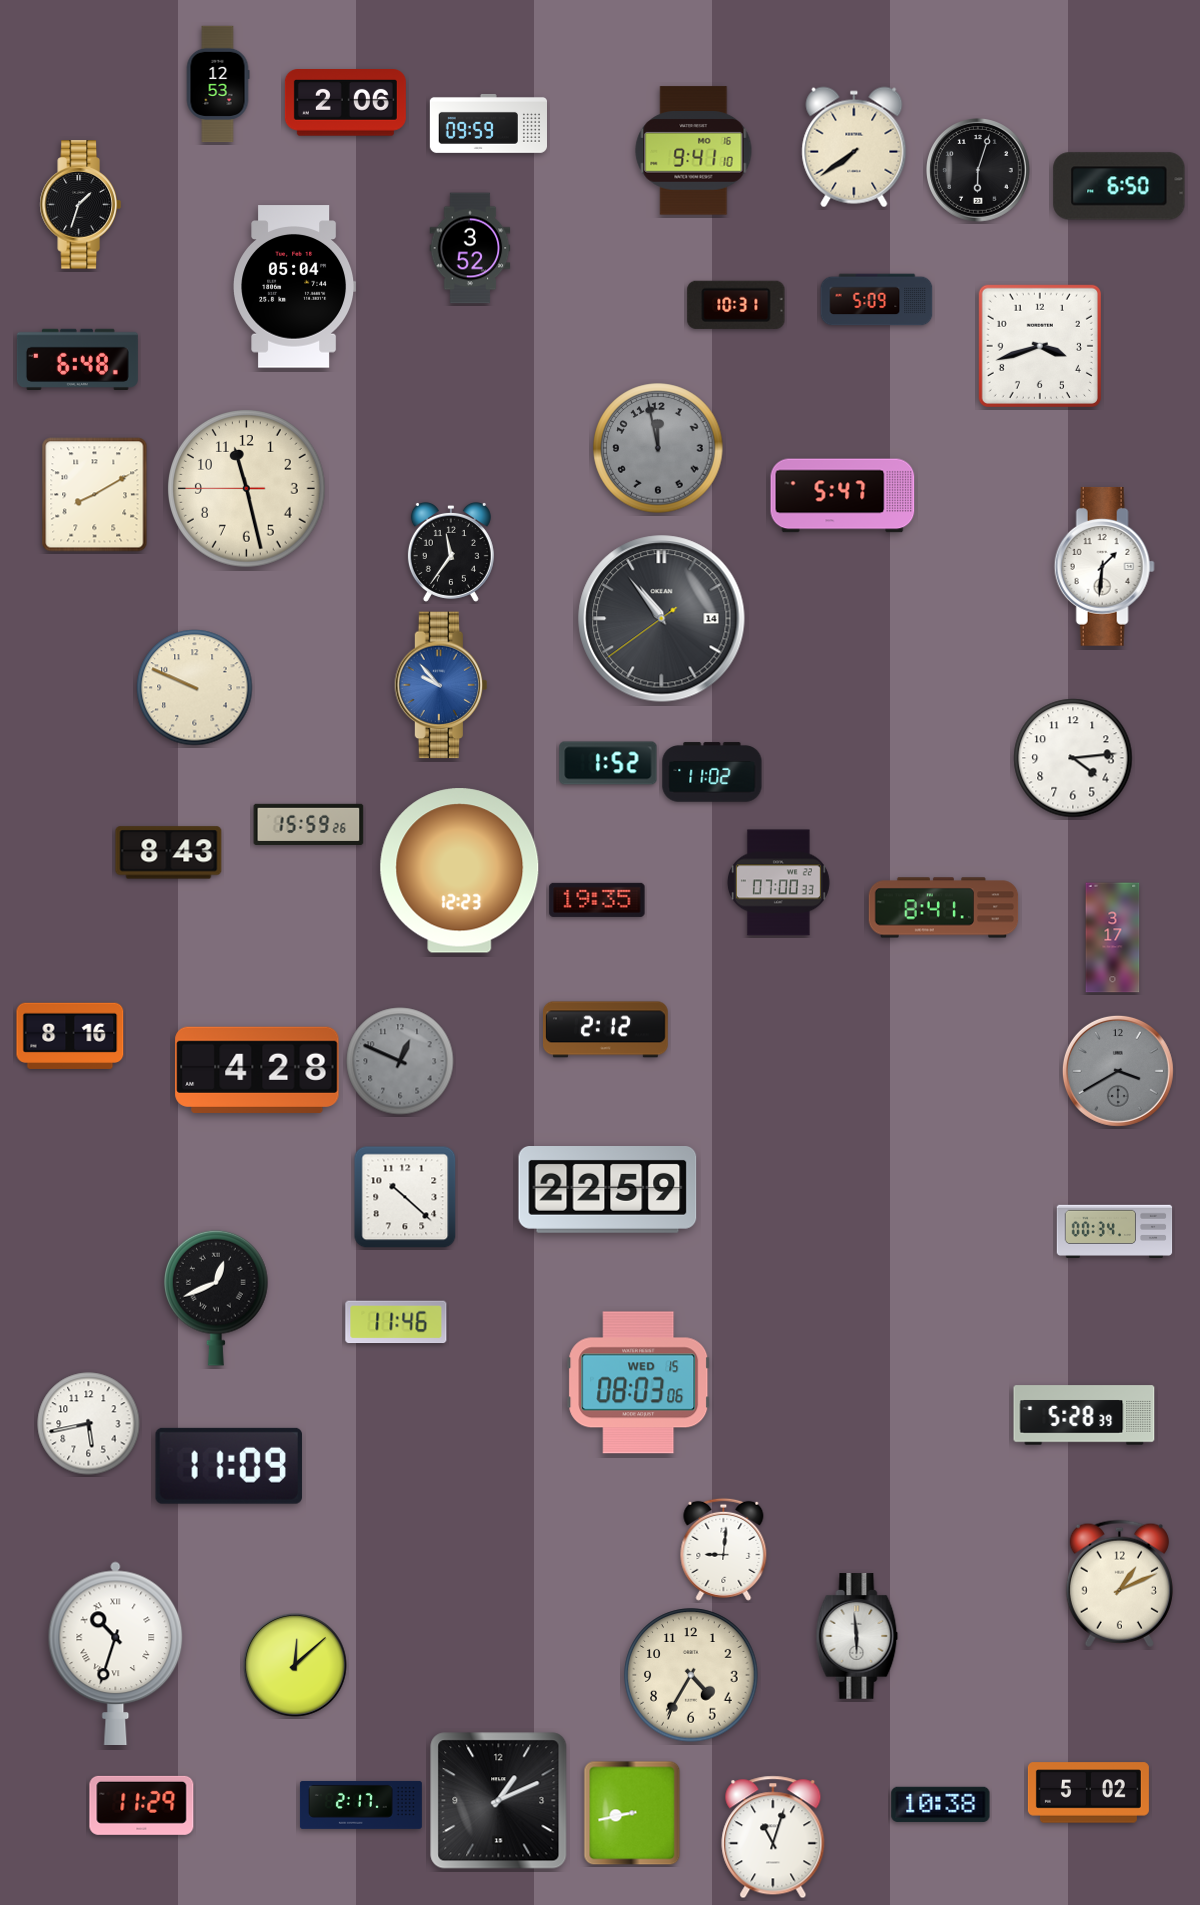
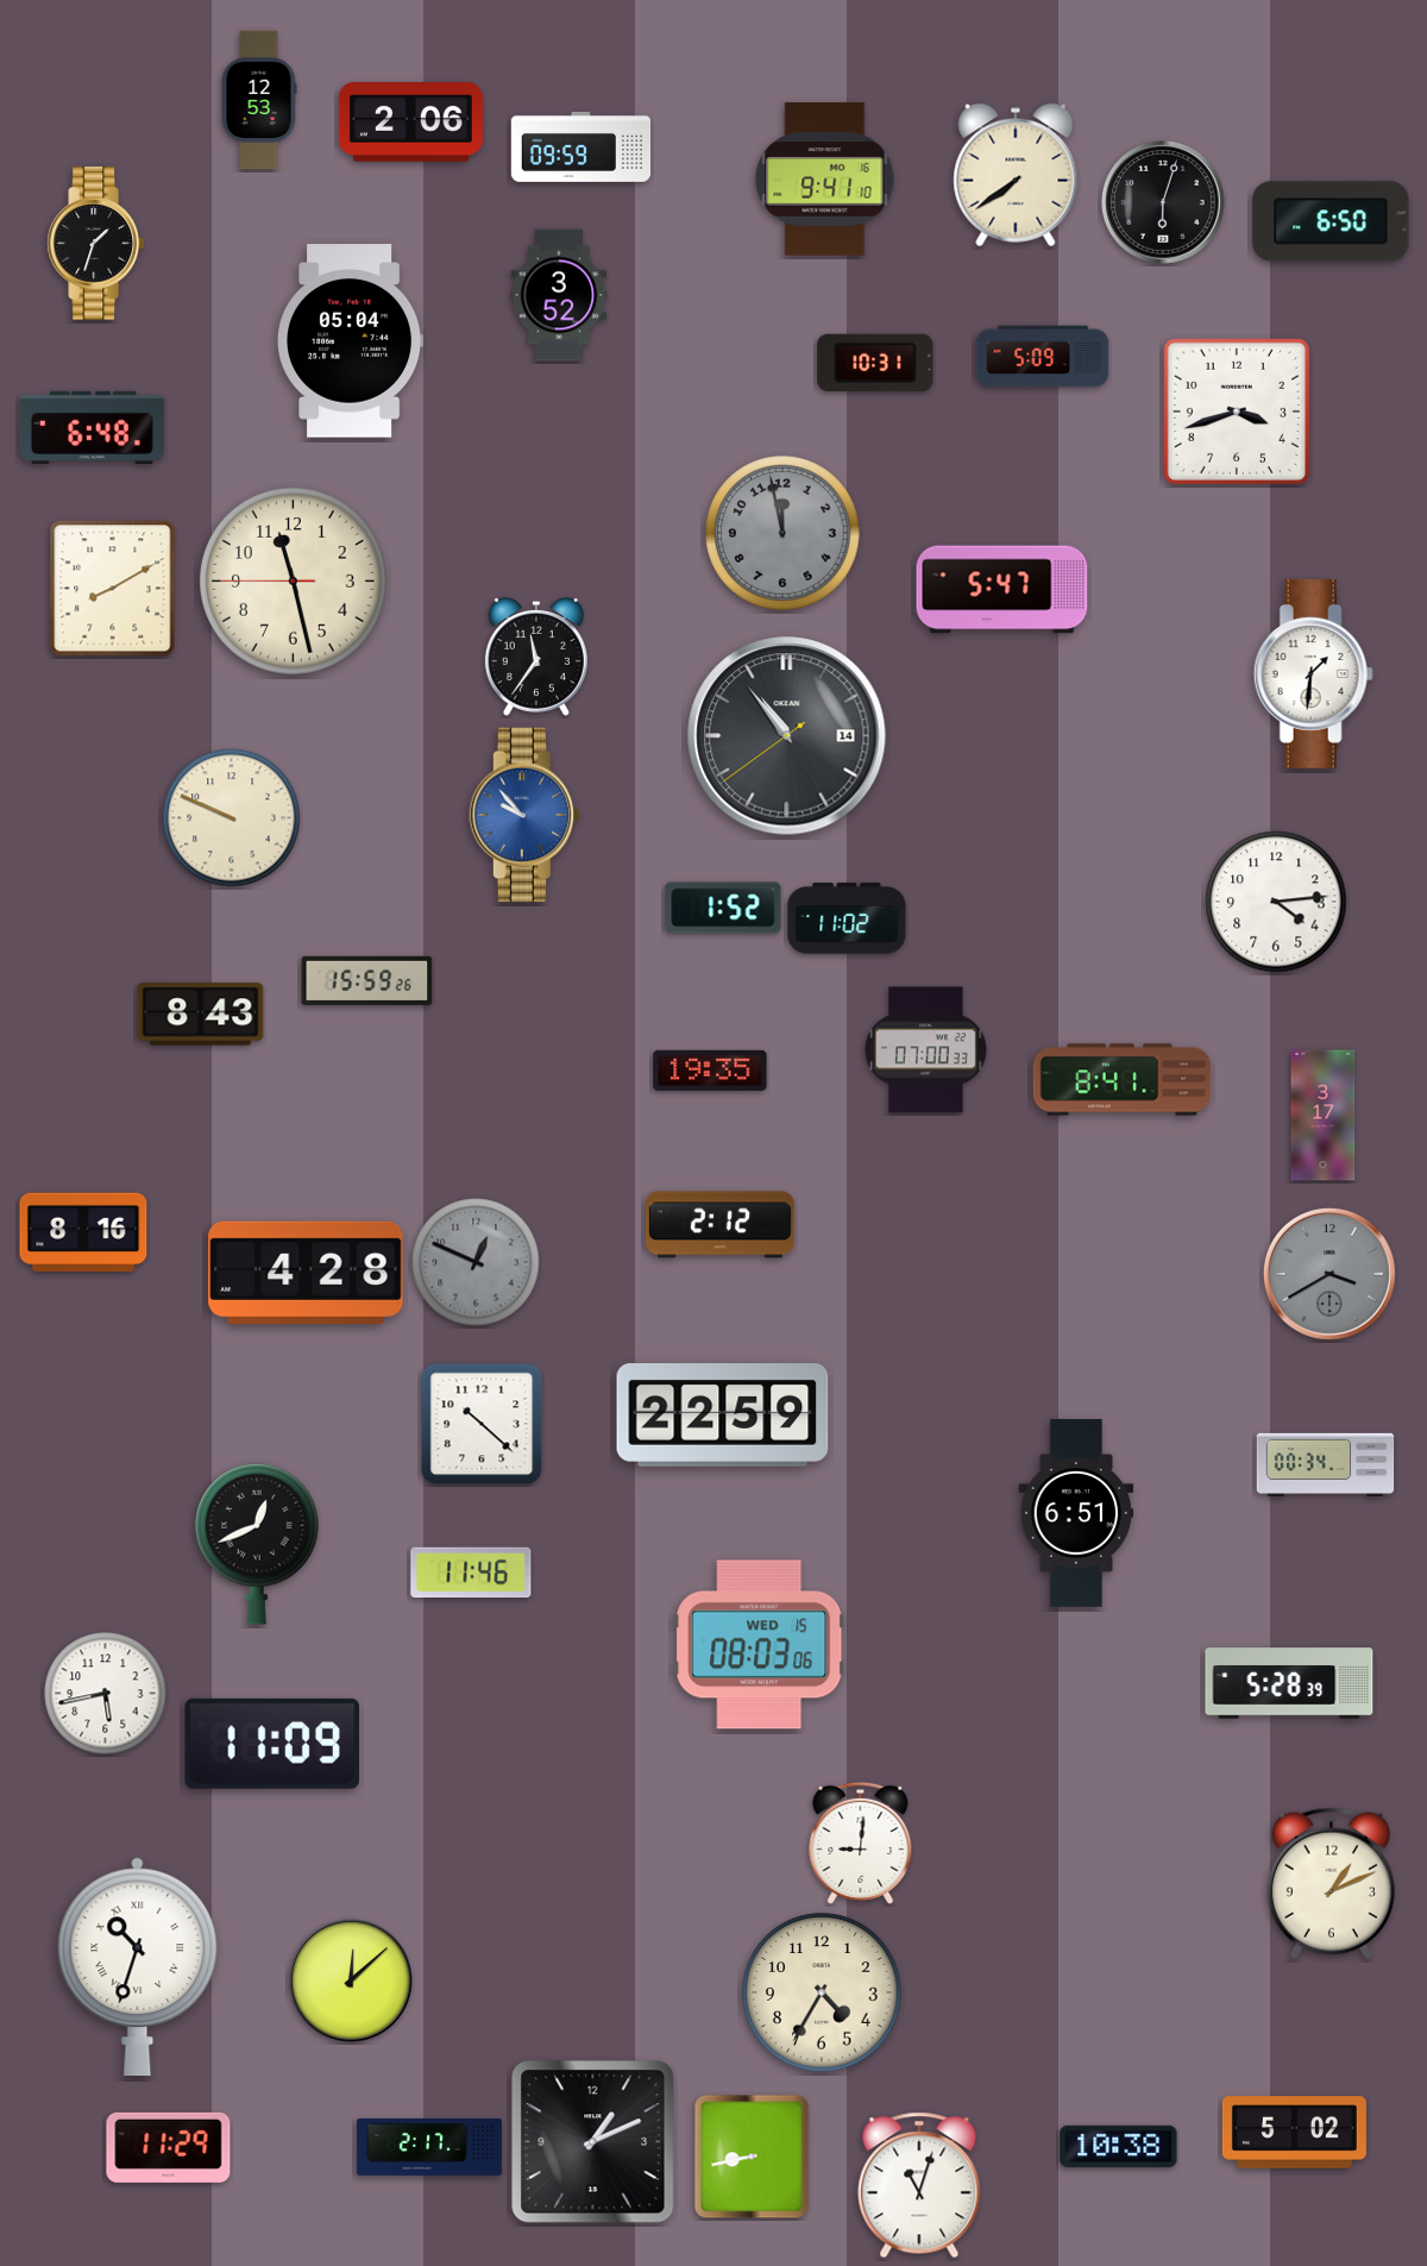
clock at (460, 871): 12:23 -> none
clock at (1076, 1513): none -> 6:51
clock at (857, 1636): 5:59 -> none
